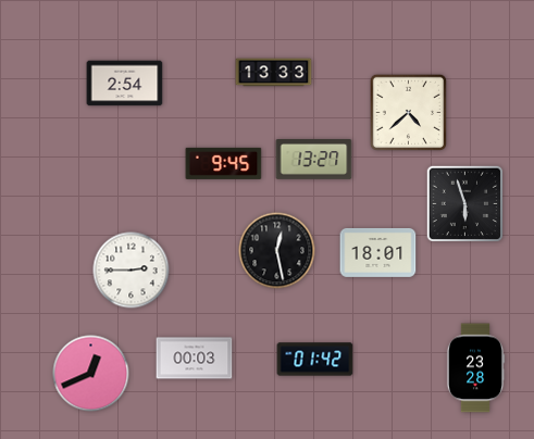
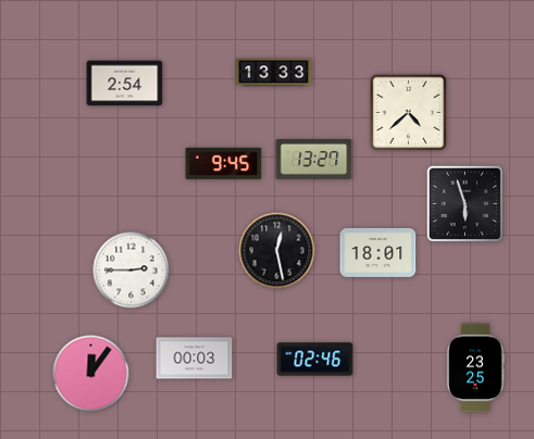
clock at (315, 360): 01:42 -> 02:46
clock at (475, 368): 23:28 -> 23:25
clock at (91, 374): 12:41 -> 12:06
